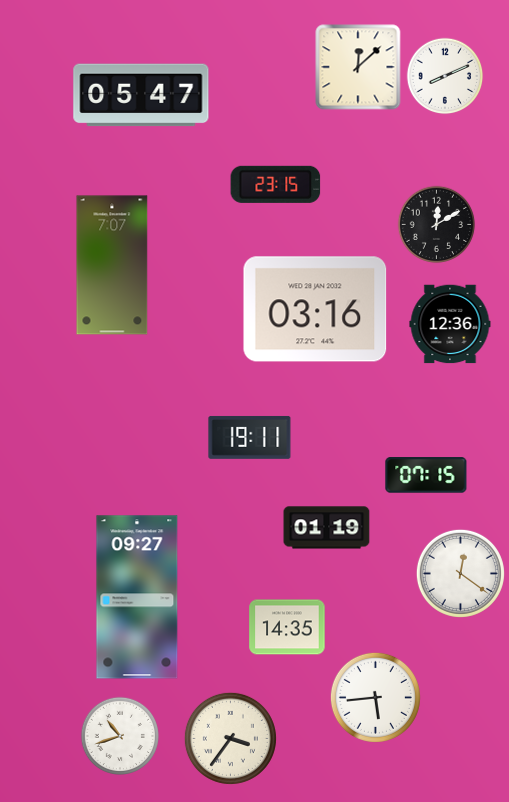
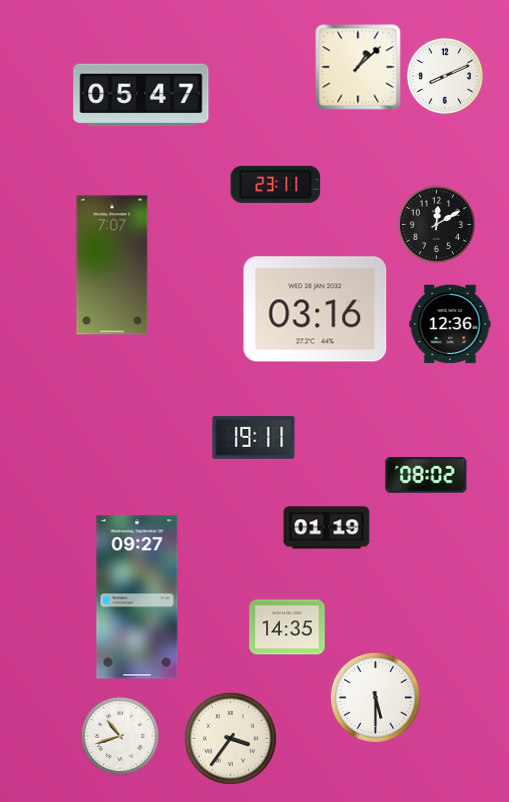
clock at (358, 67): 12:08 -> 1:08
clock at (276, 184): 23:15 -> 23:11
clock at (250, 437) position: (250, 437) -> (254, 437)
clock at (426, 475): 07:15 -> 08:02
clock at (460, 573): 12:21 -> none
clock at (375, 697): 5:44 -> 5:30
